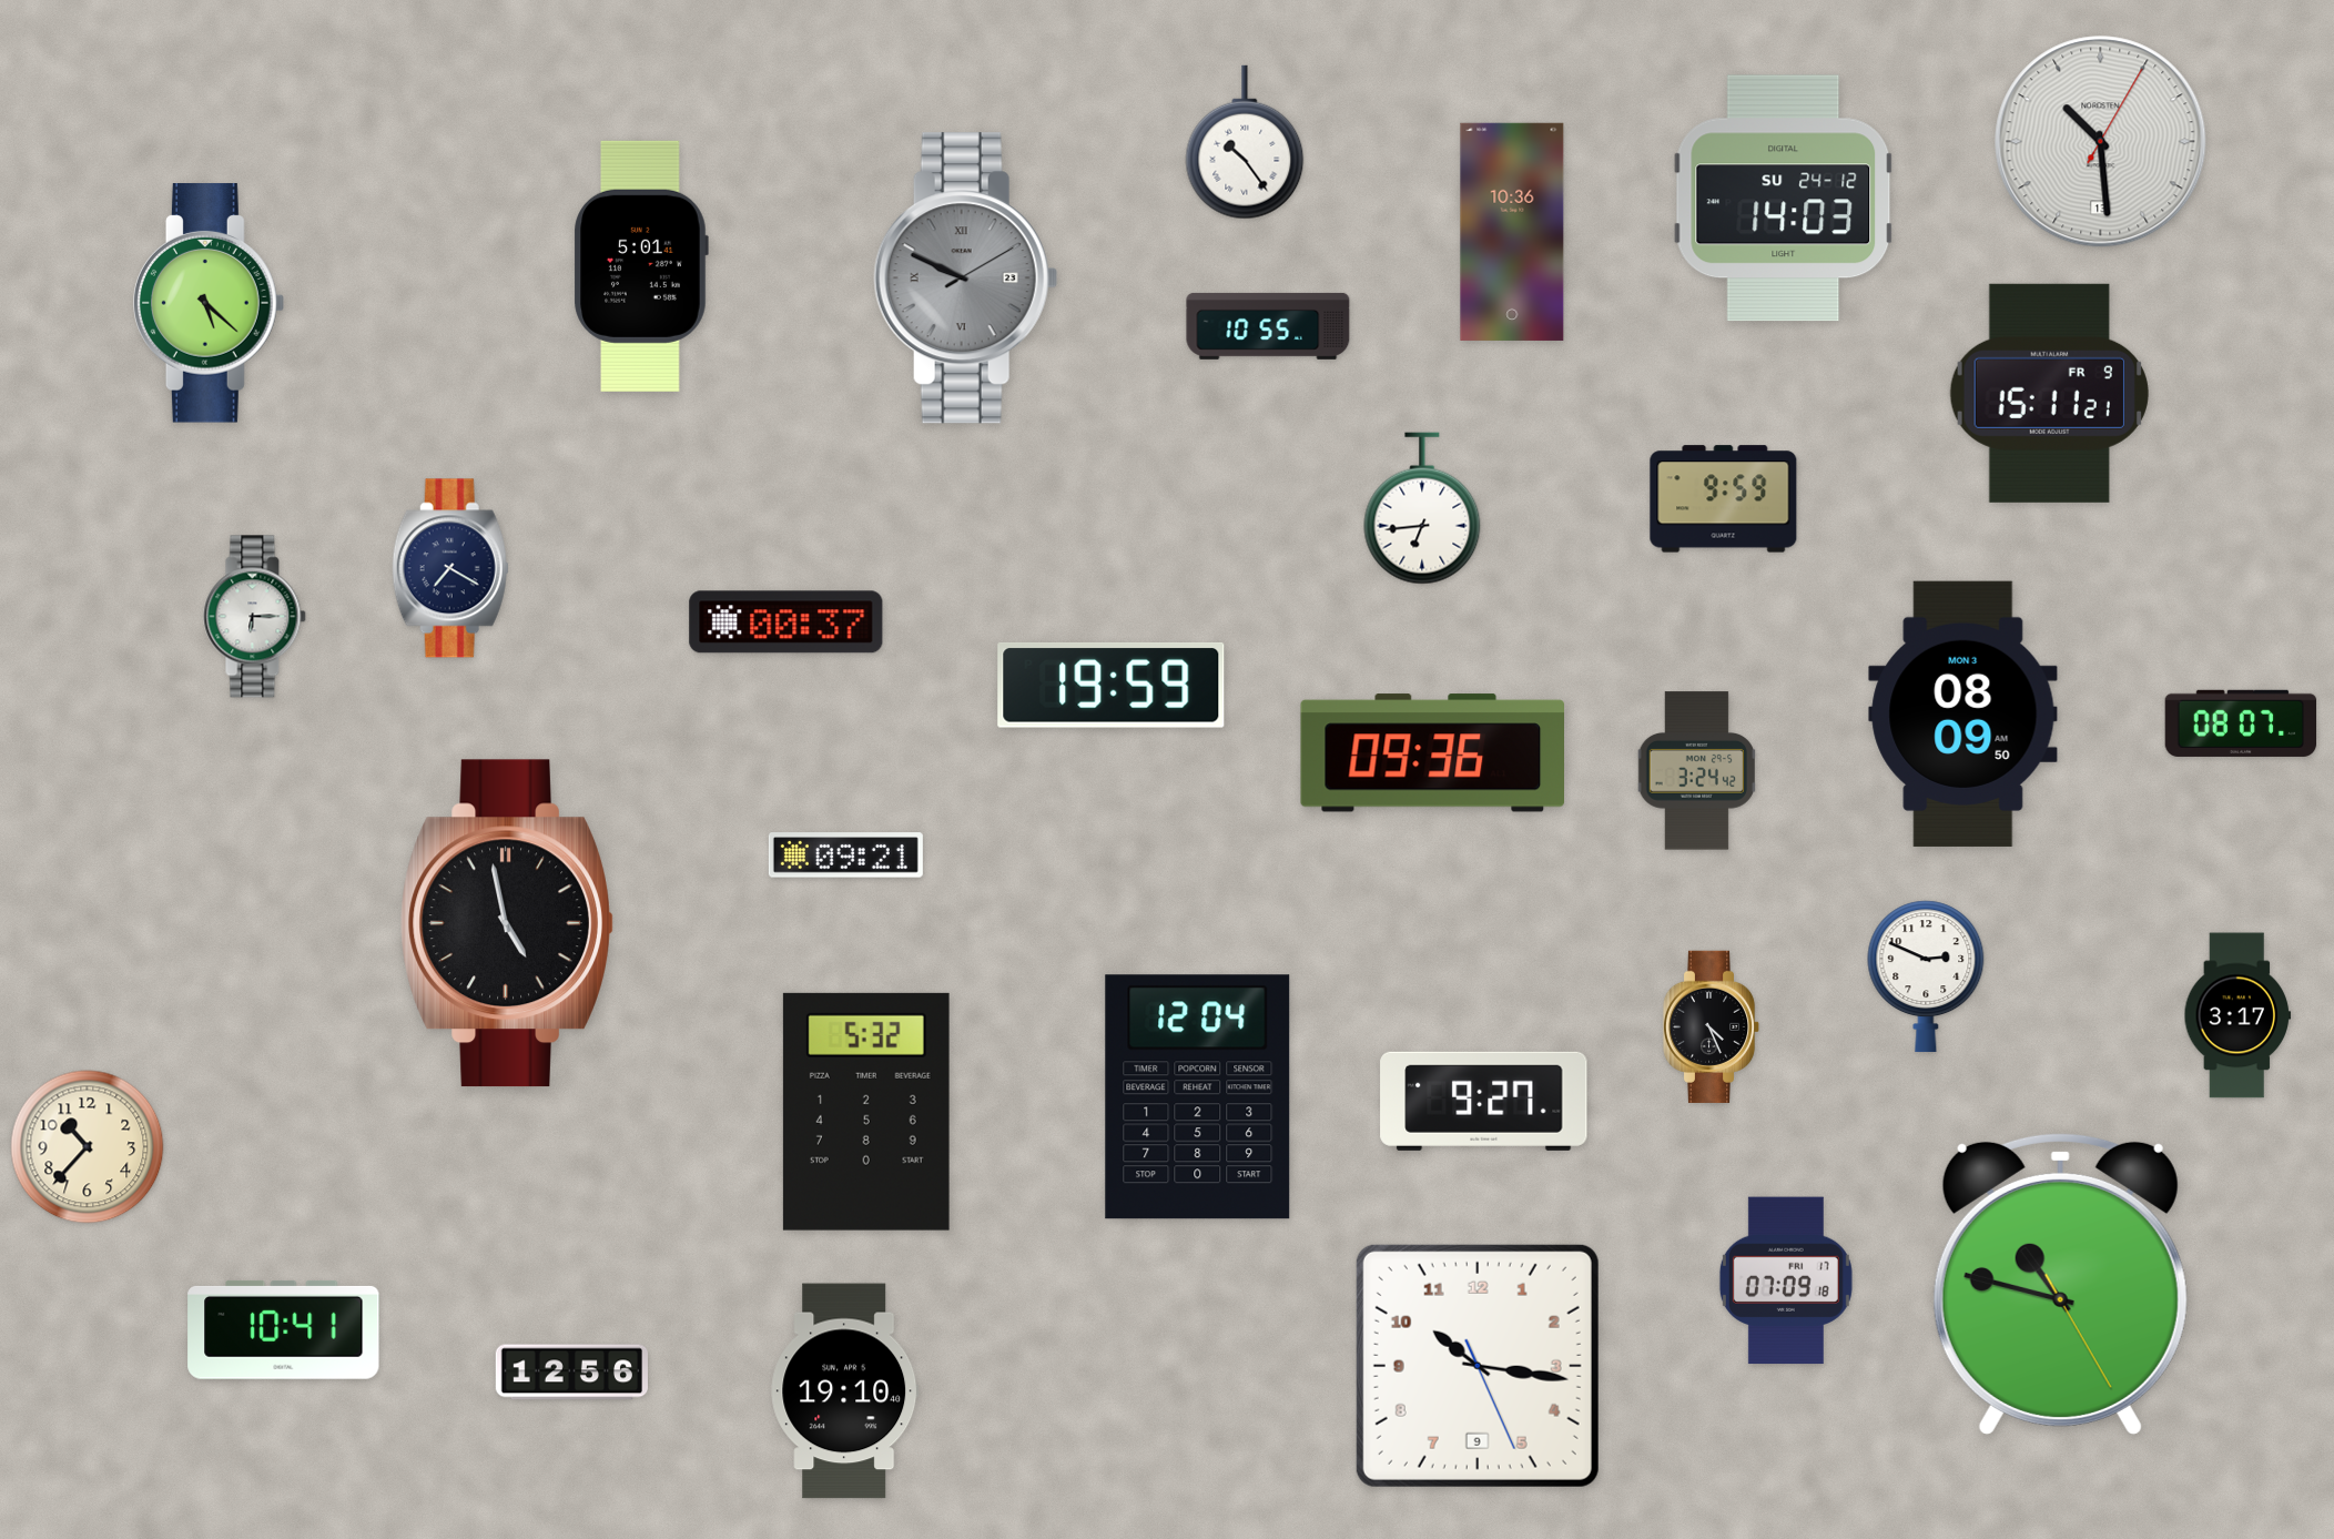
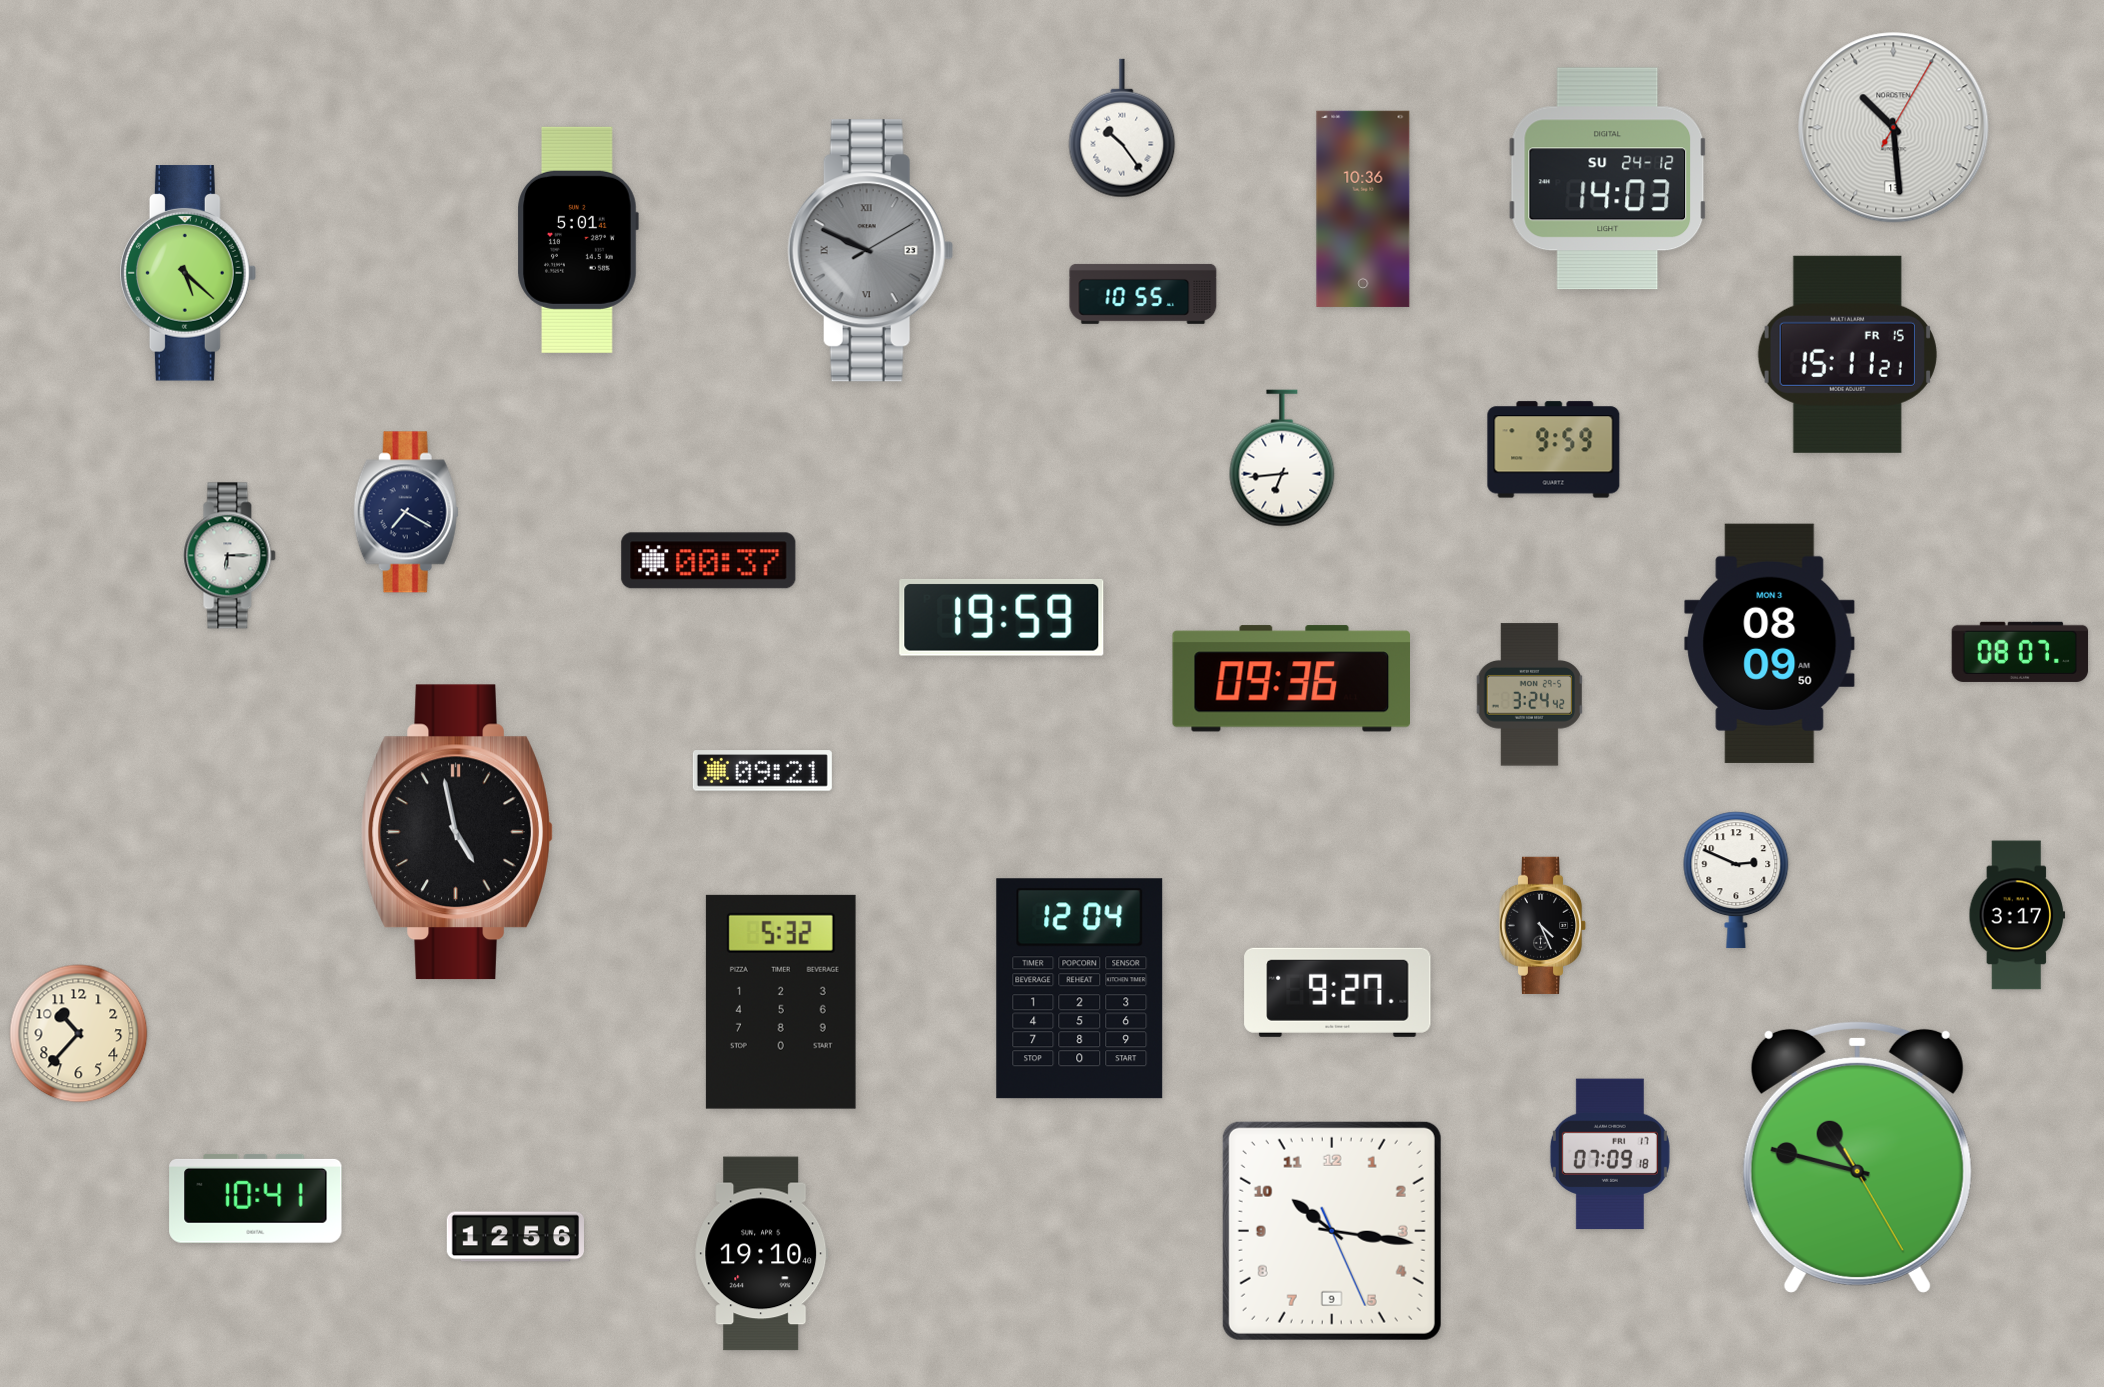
clock at (2049, 393) date: FR 9 -> FR 15
